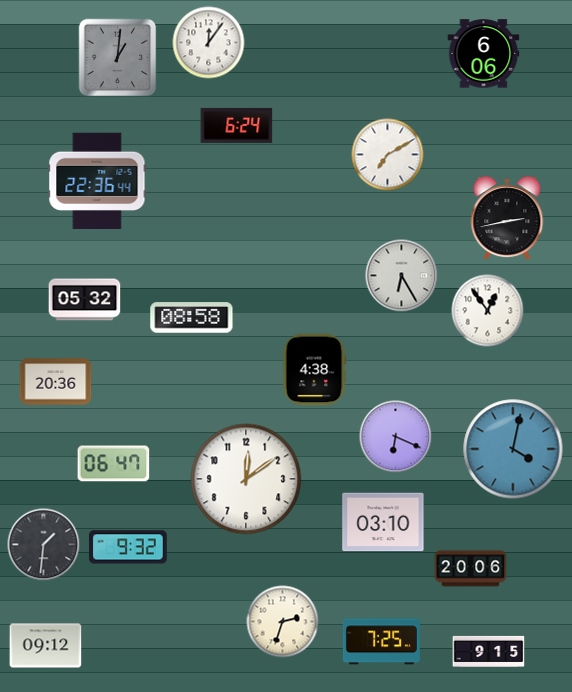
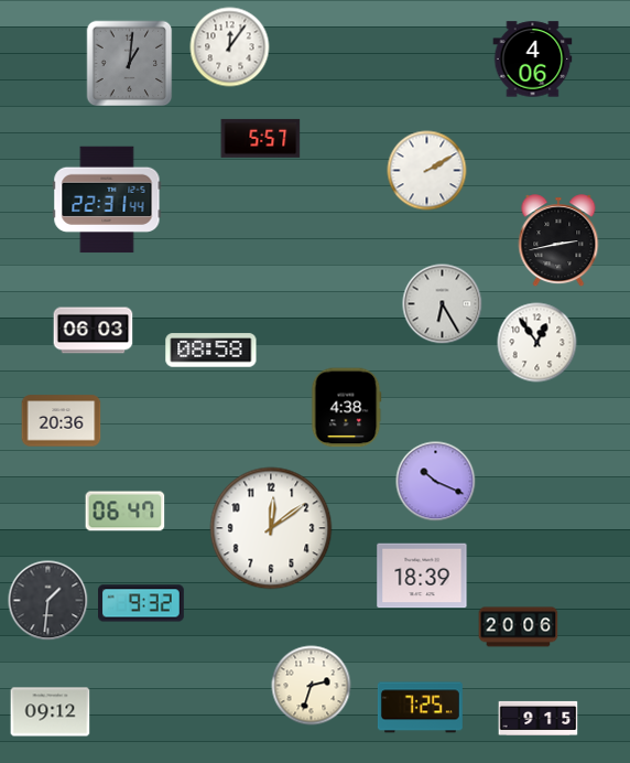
clock at (484, 54): 6:06 -> 4:06
clock at (237, 125): 6:24 -> 5:57
clock at (388, 155): 7:10 -> 2:10
clock at (97, 181): 22:36 -> 22:31
clock at (85, 300): 05:32 -> 06:03
clock at (396, 437): 6:19 -> 10:19
clock at (513, 449): 4:02 -> none
clock at (383, 522): 03:10 -> 18:39
